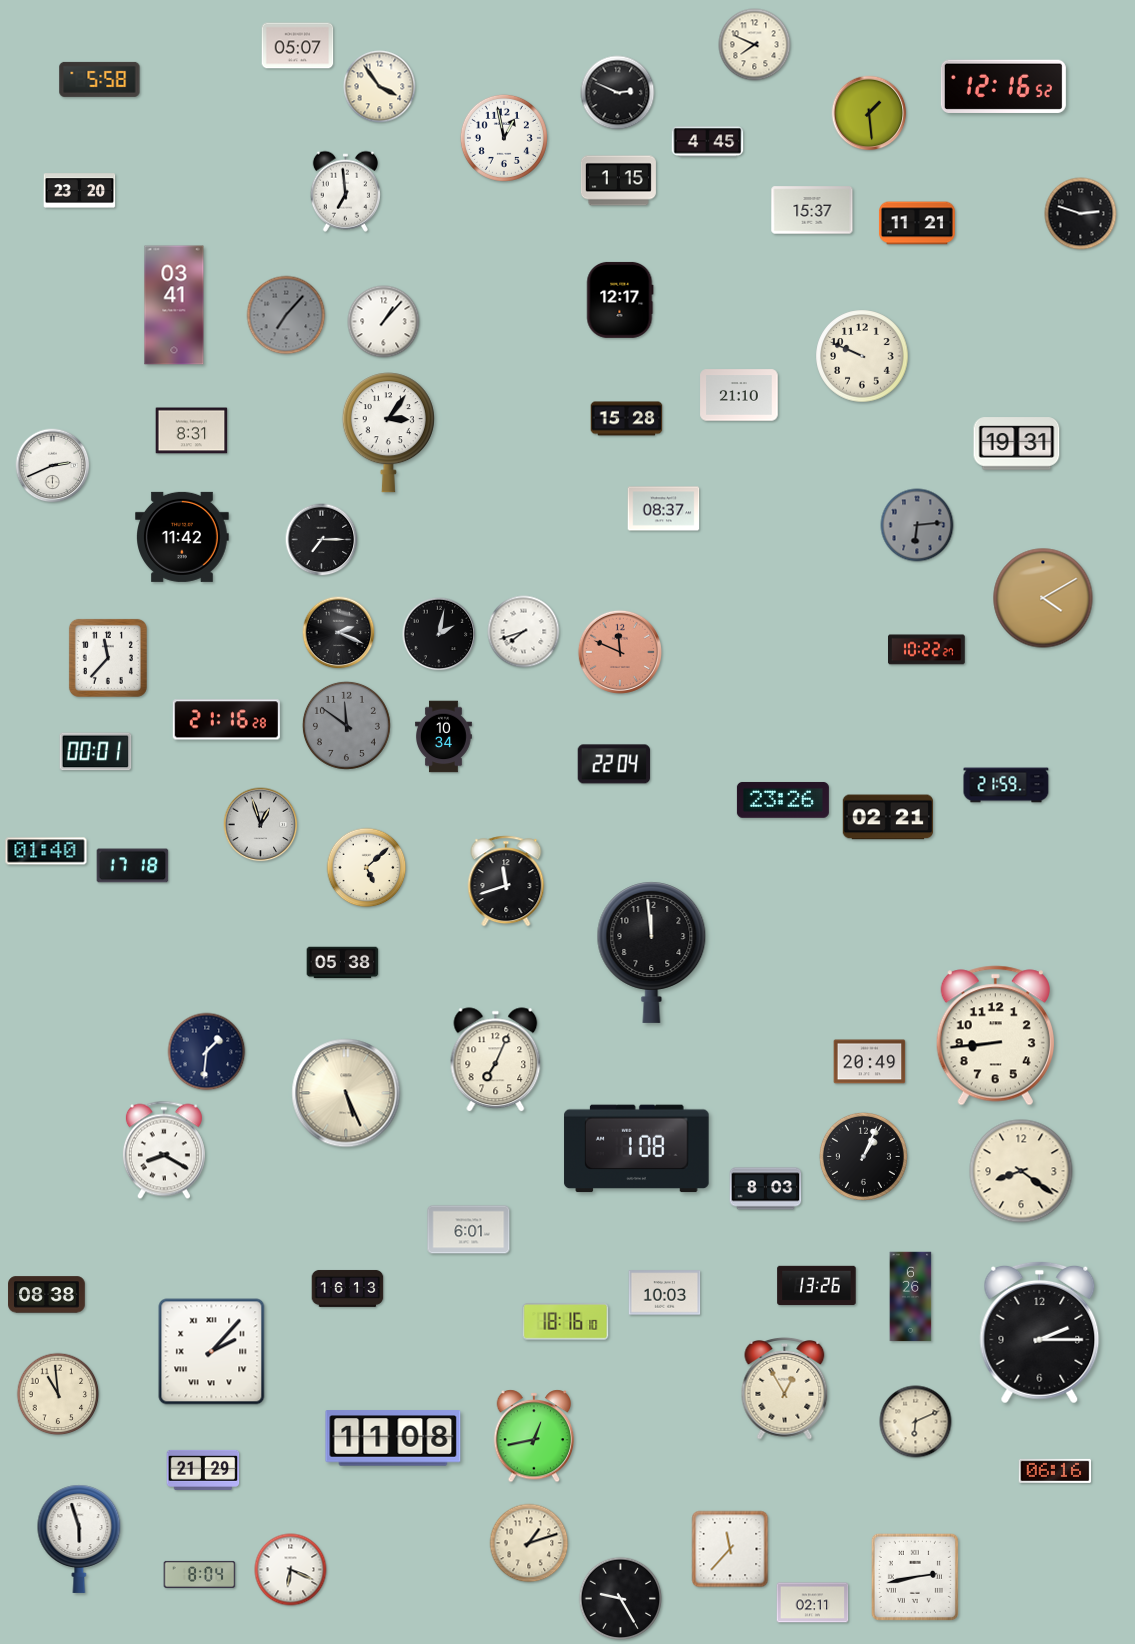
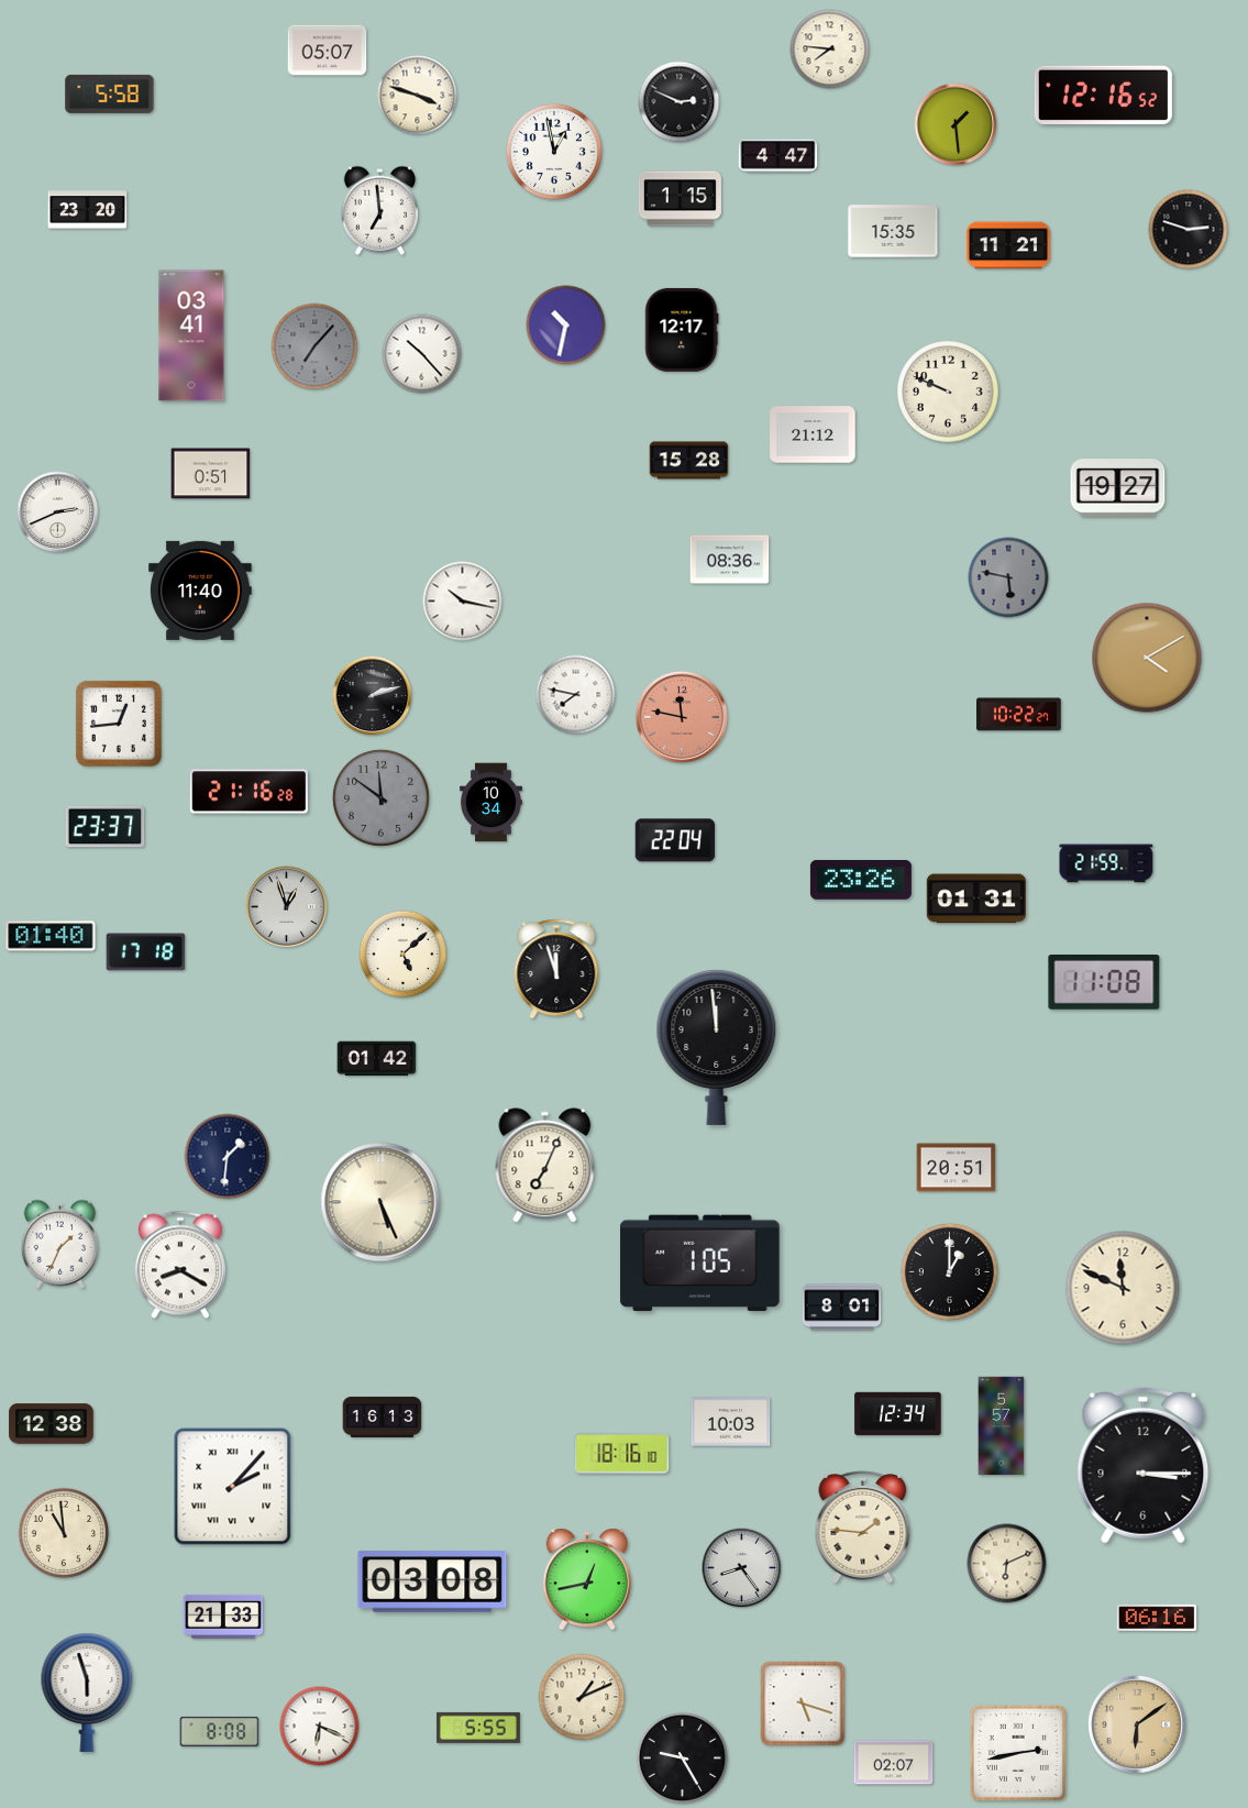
clock at (755, 45): 7:49 -> 7:46
clock at (100, 79) position: (100, 79) -> (110, 93)
clock at (380, 87): 3:54 -> 3:48
clock at (708, 142): 4:45 -> 4:47
clock at (812, 210): 15:37 -> 15:35
clock at (1081, 214) position: (1081, 214) -> (1189, 230)
clock at (566, 326): none -> 10:32
clock at (384, 322): 1:07 -> 10:23
clock at (739, 395): 21:10 -> 21:12
clock at (192, 431): 8:31 -> 0:51
clock at (388, 433): 3:06 -> none
clock at (1017, 444): 19:31 -> 19:27
clock at (664, 509): 08:37 -> 08:36
clock at (917, 525): 6:14 -> 5:47
clock at (183, 537): 11:42 -> 11:40
clock at (322, 540): 7:15 -> none
clock at (463, 602): none -> 10:17
clock at (524, 632): 7:42 -> 7:47
clock at (339, 633): 2:19 -> 2:12
clock at (439, 634): 2:02 -> none
clock at (620, 652): 11:49 -> 11:47
clock at (108, 658): 11:37 -> 12:44
clock at (444, 737) position: (444, 737) -> (492, 803)
clock at (96, 752): 00:01 -> 23:37
clock at (888, 817): 02:21 -> 01:31
clock at (506, 881): 11:42 -> 11:57
clock at (1104, 983): none -> 11:08
clock at (343, 963): 05:38 -> 01:42
clock at (995, 1036): 8:44 -> none
clock at (870, 1062): 20:49 -> 20:51
clock at (59, 1244): none -> 1:34
clock at (637, 1149): 1:08 -> 1:05
clock at (863, 1156): 1:04 -> 1:00
clock at (1021, 1171): 8:21 -> 11:49
clock at (766, 1189): 8:03 -> 8:01
clock at (469, 1230): 6:01 -> none
clock at (817, 1286): 13:26 -> 12:34
clock at (47, 1295): 08:38 -> 12:38
clock at (911, 1297): 6:26 -> 5:57
clock at (1040, 1332): 2:15 -> 3:15
clock at (785, 1388): 12:55 -> 1:46
clock at (742, 1568): none -> 8:24
clock at (393, 1438): 11:08 -> 03:08
clock at (203, 1470): 21:29 -> 21:33
clock at (1055, 1471) position: (1055, 1471) -> (1157, 1618)
clock at (529, 1543): 1:12 -> 1:11
clock at (730, 1549): 11:37 -> 5:18
clock at (1137, 1724): none -> 6:09
clock at (478, 1728): none -> 5:55
clock at (200, 1574): 8:04 -> 8:08
clock at (915, 1577) position: (915, 1577) -> (1018, 1753)
clock at (813, 1603): 02:11 -> 02:07
